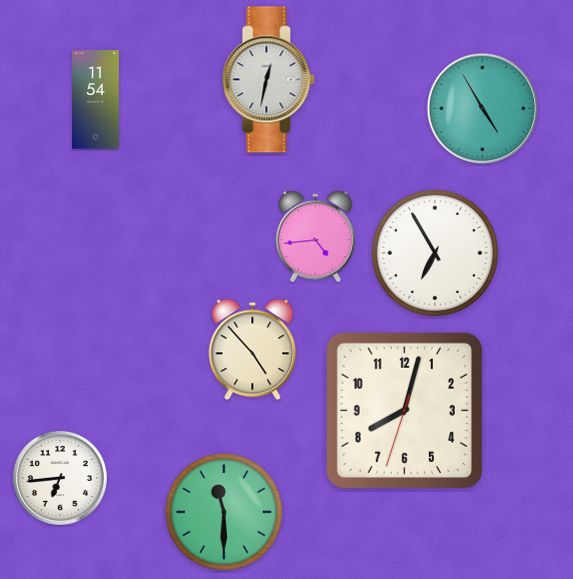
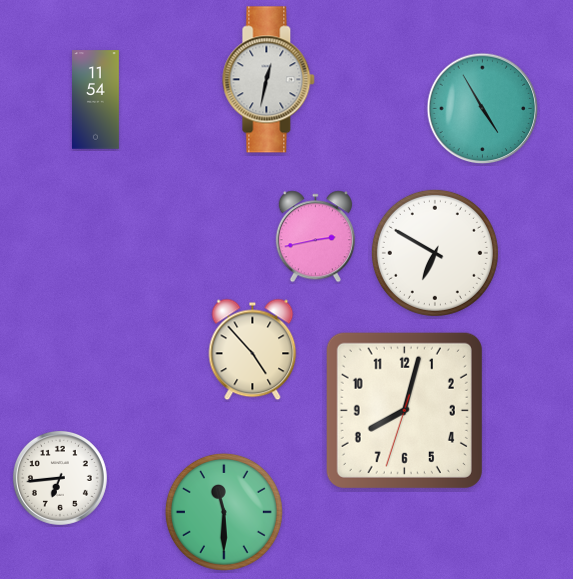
clock at (315, 237): 4:44 -> 2:43
clock at (435, 253): 6:55 -> 6:50
